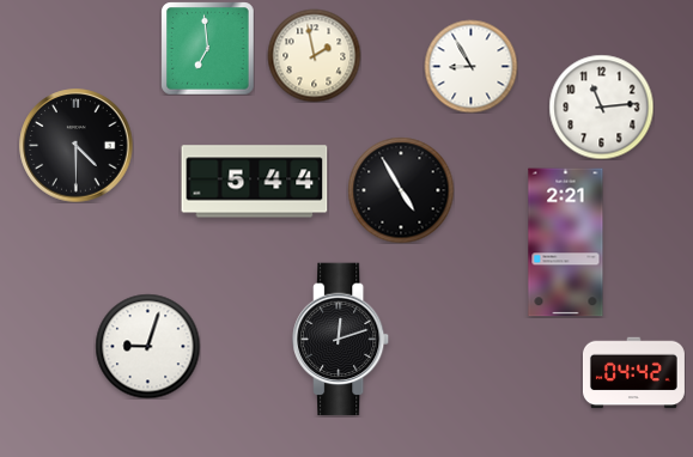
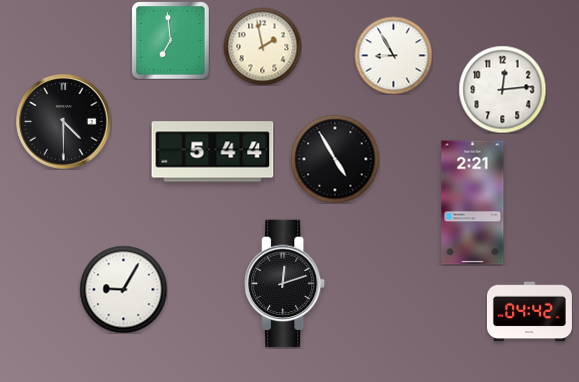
clock at (207, 48) position: (207, 48) -> (170, 40)
clock at (601, 106): 11:14 -> 12:14
clock at (147, 346): 9:03 -> 9:05
